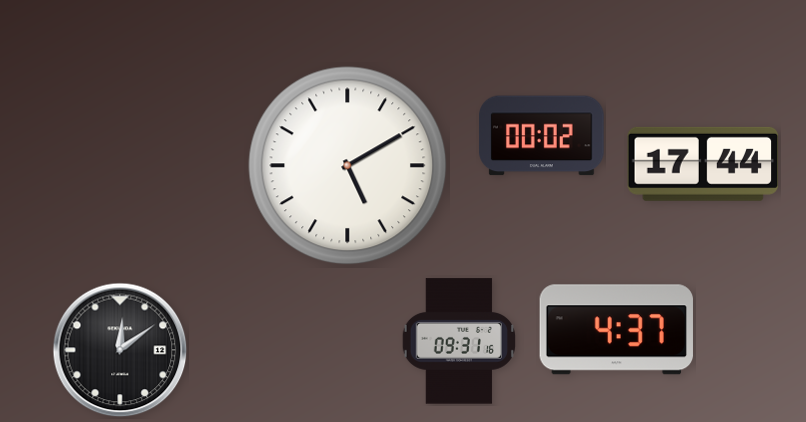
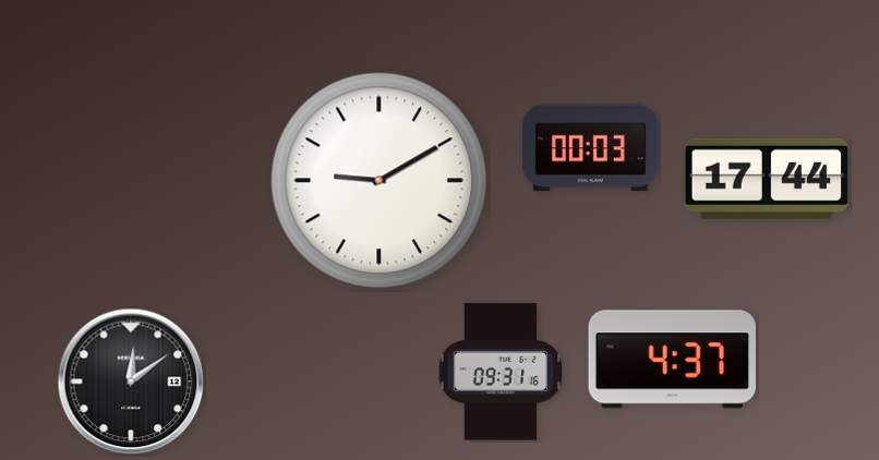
clock at (542, 136): 00:02 -> 00:03
clock at (348, 166): 5:10 -> 9:10
